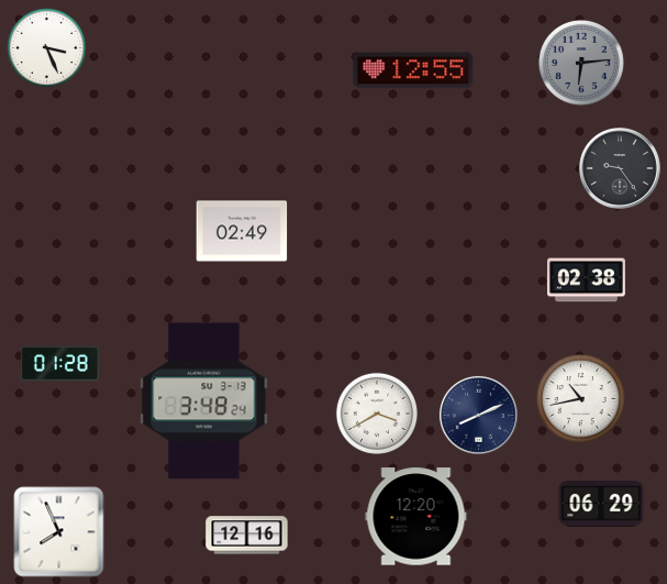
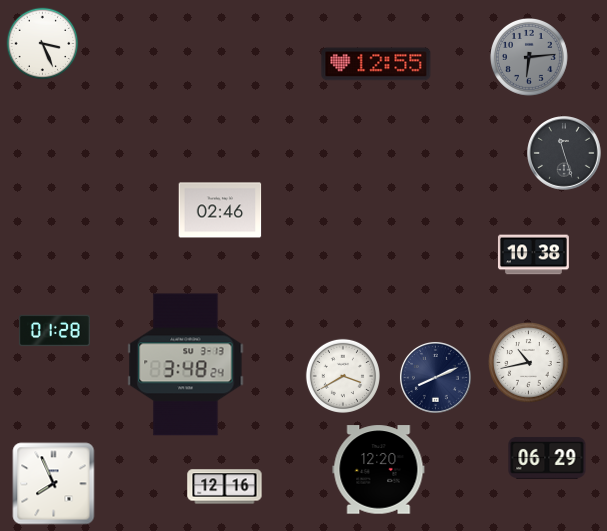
clock at (620, 168): 9:24 -> 11:27
clock at (242, 231): 02:49 -> 02:46
clock at (586, 280): 02:38 -> 10:38
